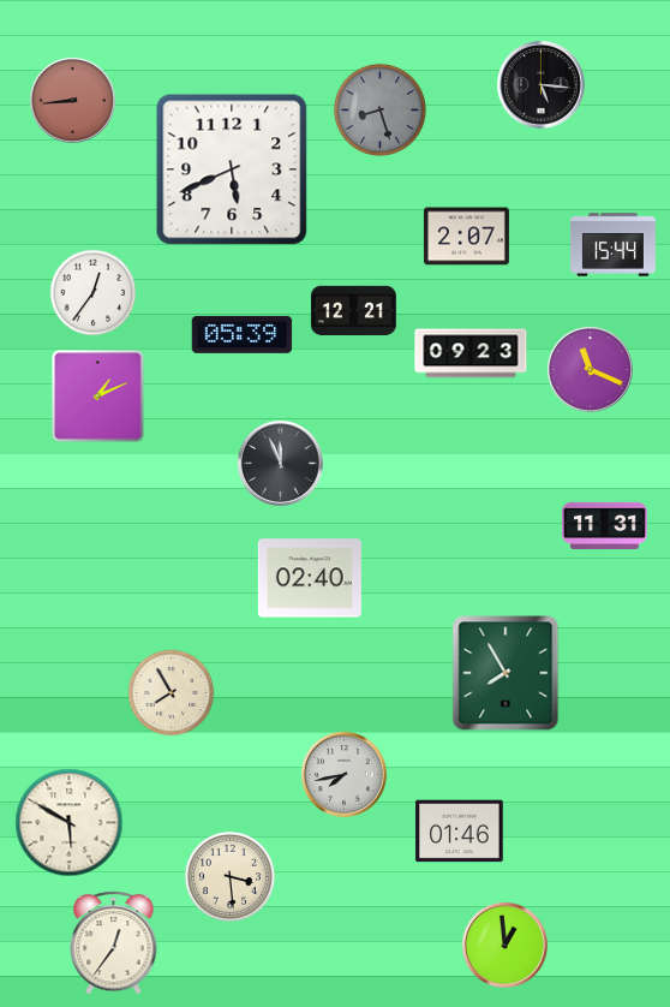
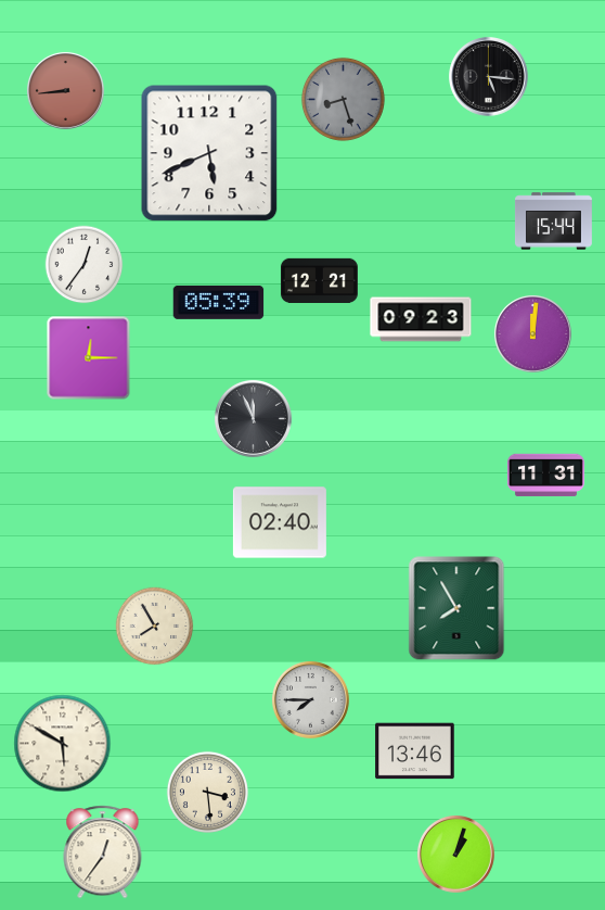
clock at (466, 237): 2:07 -> none
clock at (471, 353) position: (471, 353) -> (421, 319)
clock at (590, 369): 11:19 -> 12:01
clock at (98, 397): 1:11 -> 12:15
clock at (343, 774): 7:43 -> 7:45
clock at (460, 832): 01:46 -> 13:46
clock at (504, 945): 12:59 -> 1:03
